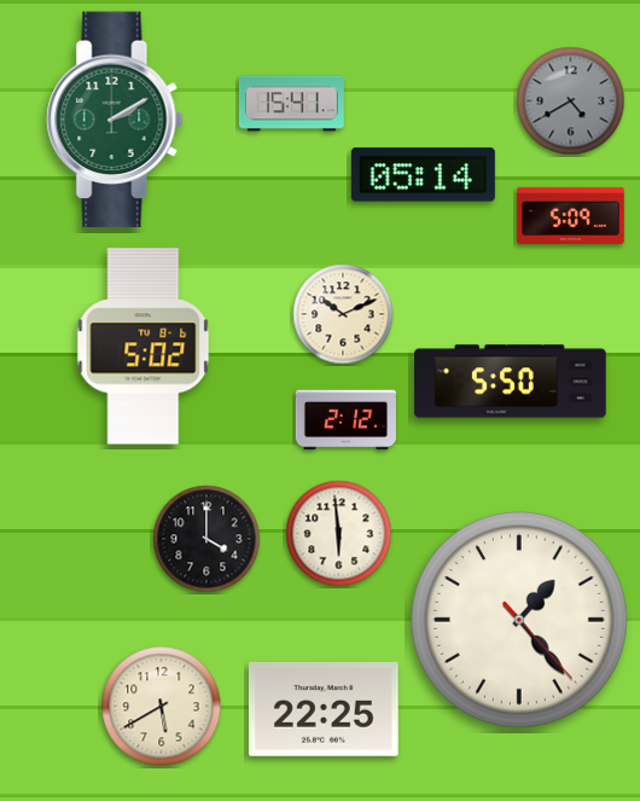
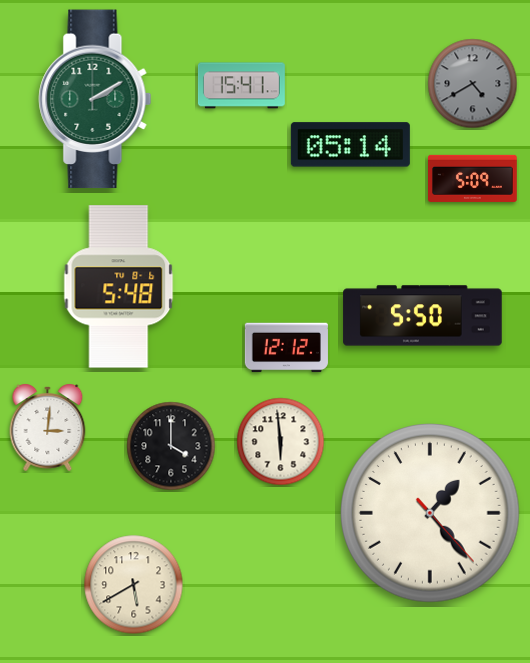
clock at (343, 314): 10:11 -> none
clock at (144, 347): 5:02 -> 5:48
clock at (345, 420): 2:12 -> 12:12
clock at (48, 427): none -> 3:01
clock at (324, 709): 22:25 -> none
